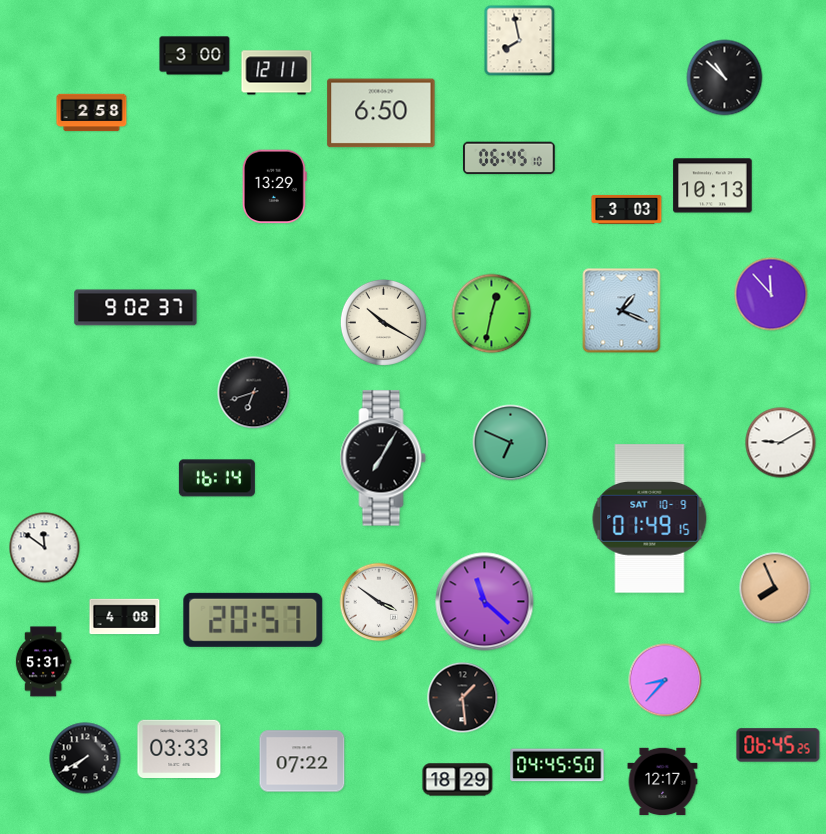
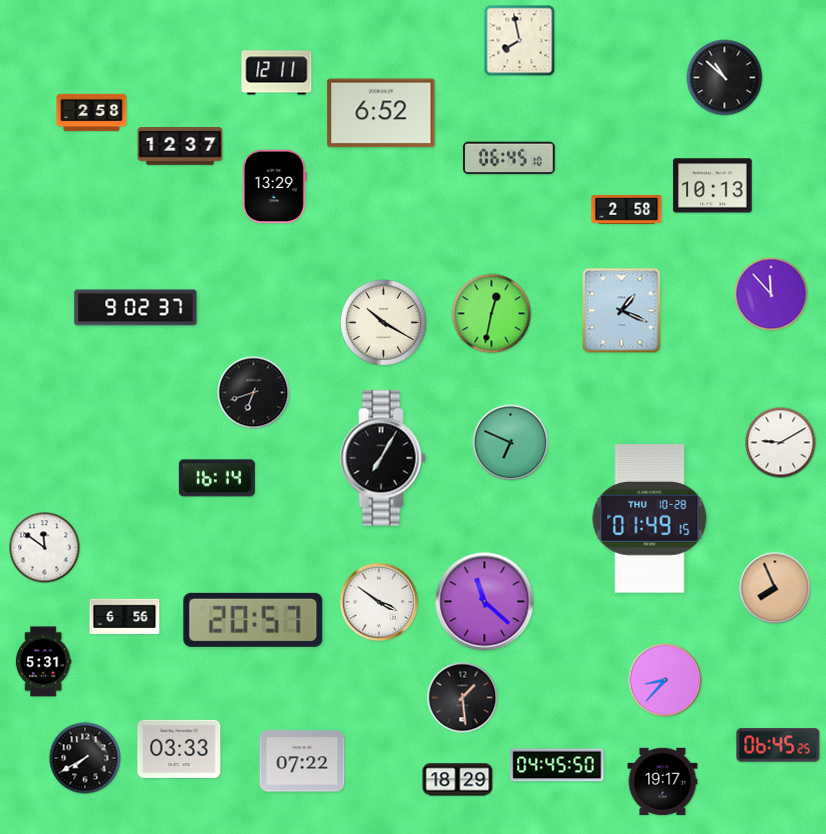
clock at (195, 56): 3:00 -> none
clock at (381, 113): 6:50 -> 6:52
clock at (180, 146): none -> 12:37
clock at (627, 209): 3:03 -> 2:58
clock at (650, 519) date: SAT 10-9 -> THU 10-28
clock at (125, 617): 4:08 -> 6:56
clock at (663, 782): 12:17 -> 19:17
